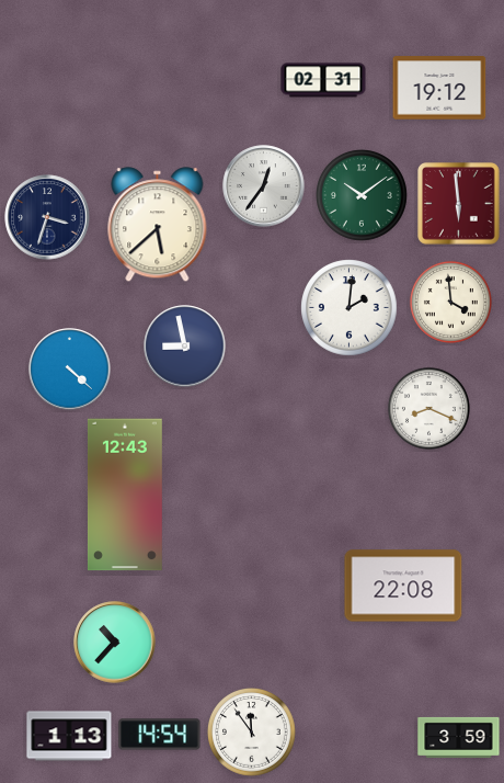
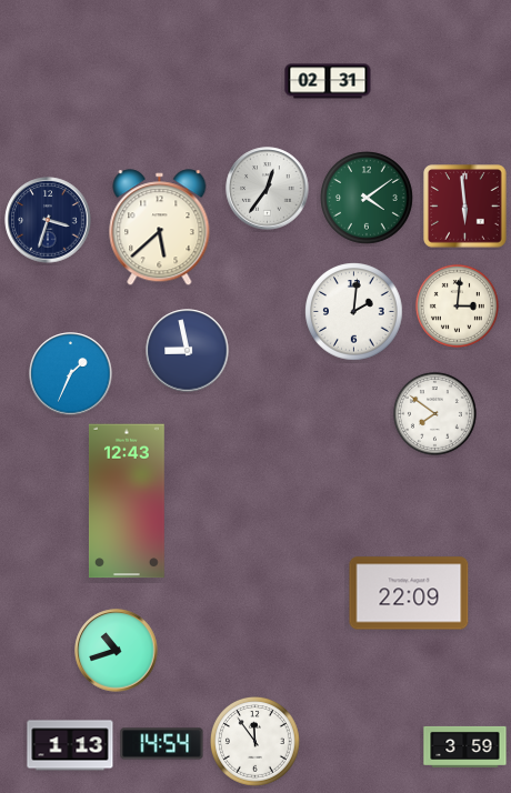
clock at (439, 88): 19:12 -> none
clock at (363, 196): 10:09 -> 4:09
clock at (450, 302): 3:59 -> 3:01
clock at (70, 370): 4:22 -> 1:34
clock at (428, 408): 8:19 -> 7:51
clock at (403, 586): 22:08 -> 22:09
clock at (115, 643): 10:37 -> 10:42
